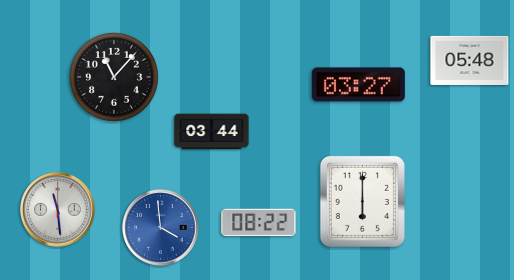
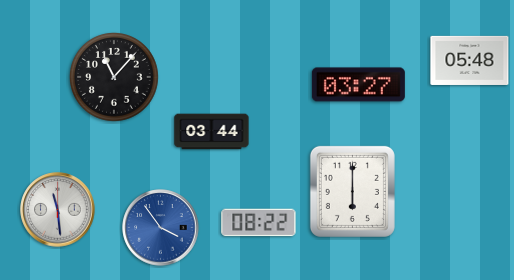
clock at (362, 201) position: (362, 201) -> (352, 191)
clock at (161, 228): 3:59 -> 3:54
